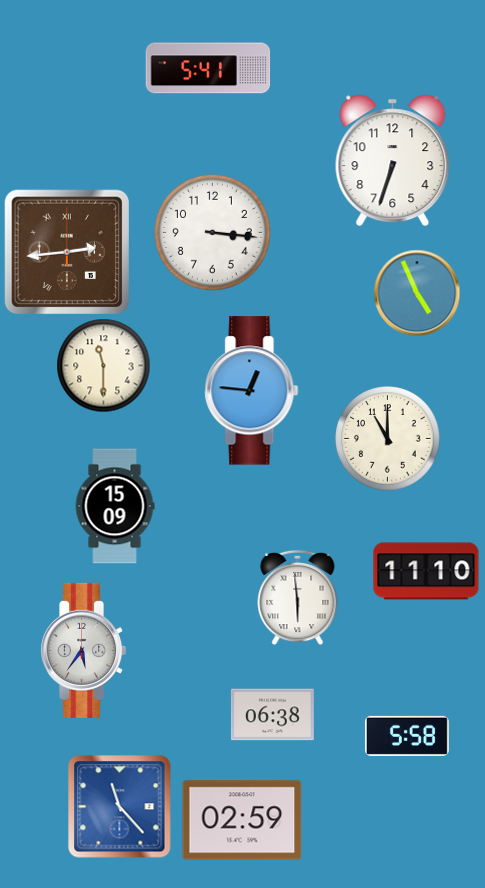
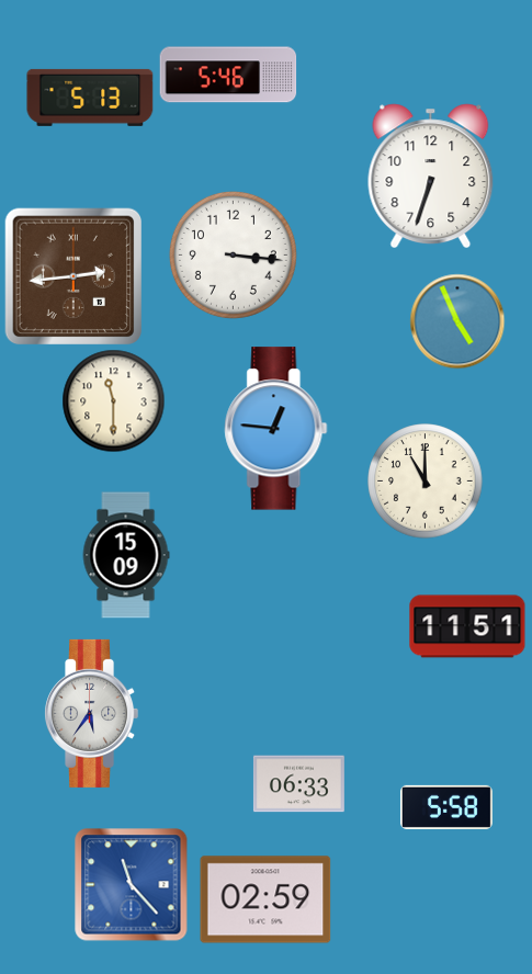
clock at (208, 68): 5:41 -> 5:46
clock at (90, 98): none -> 5:13
clock at (426, 571): 11:10 -> 11:51
clock at (298, 597): 5:59 -> none
clock at (272, 715): 06:38 -> 06:33
